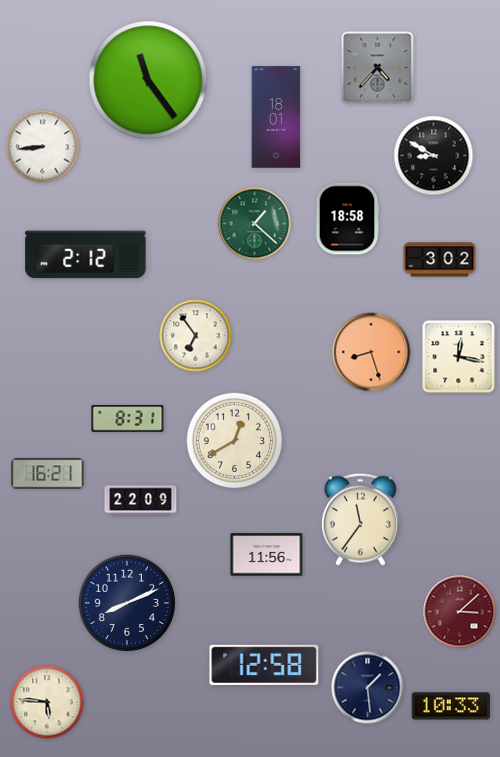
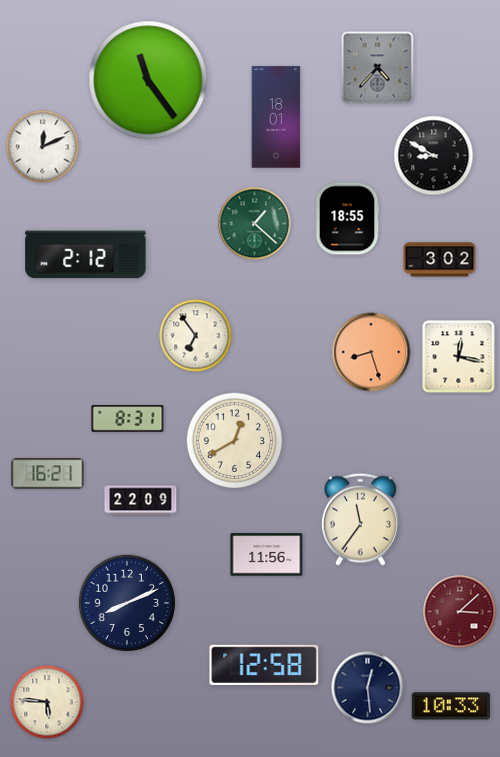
clock at (43, 147): 8:44 -> 12:11
clock at (347, 219): 18:58 -> 18:55
clock at (368, 688): 1:29 -> 12:29
